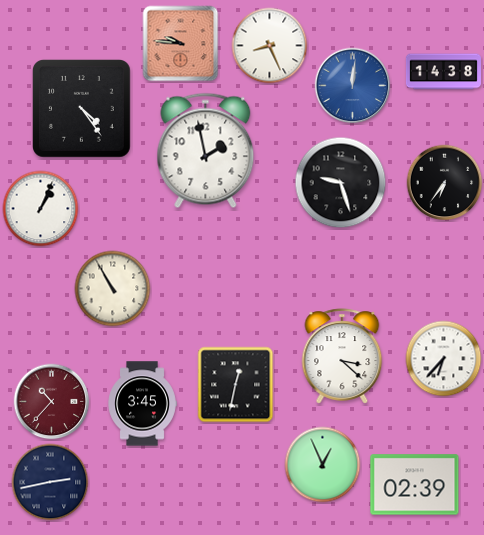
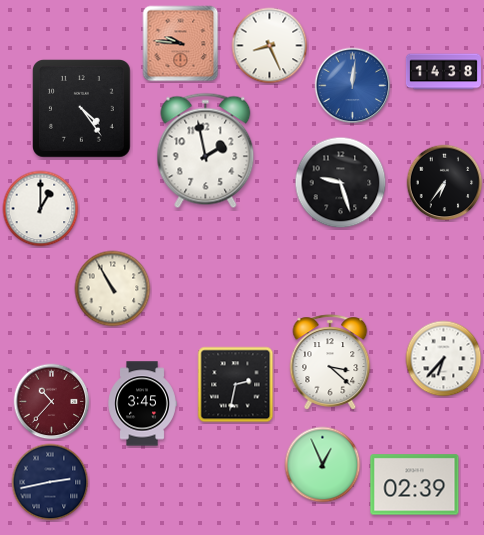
clock at (41, 209): 1:04 -> 1:00
clock at (342, 356) position: (342, 356) -> (330, 362)
clock at (236, 385): 12:32 -> 2:32
